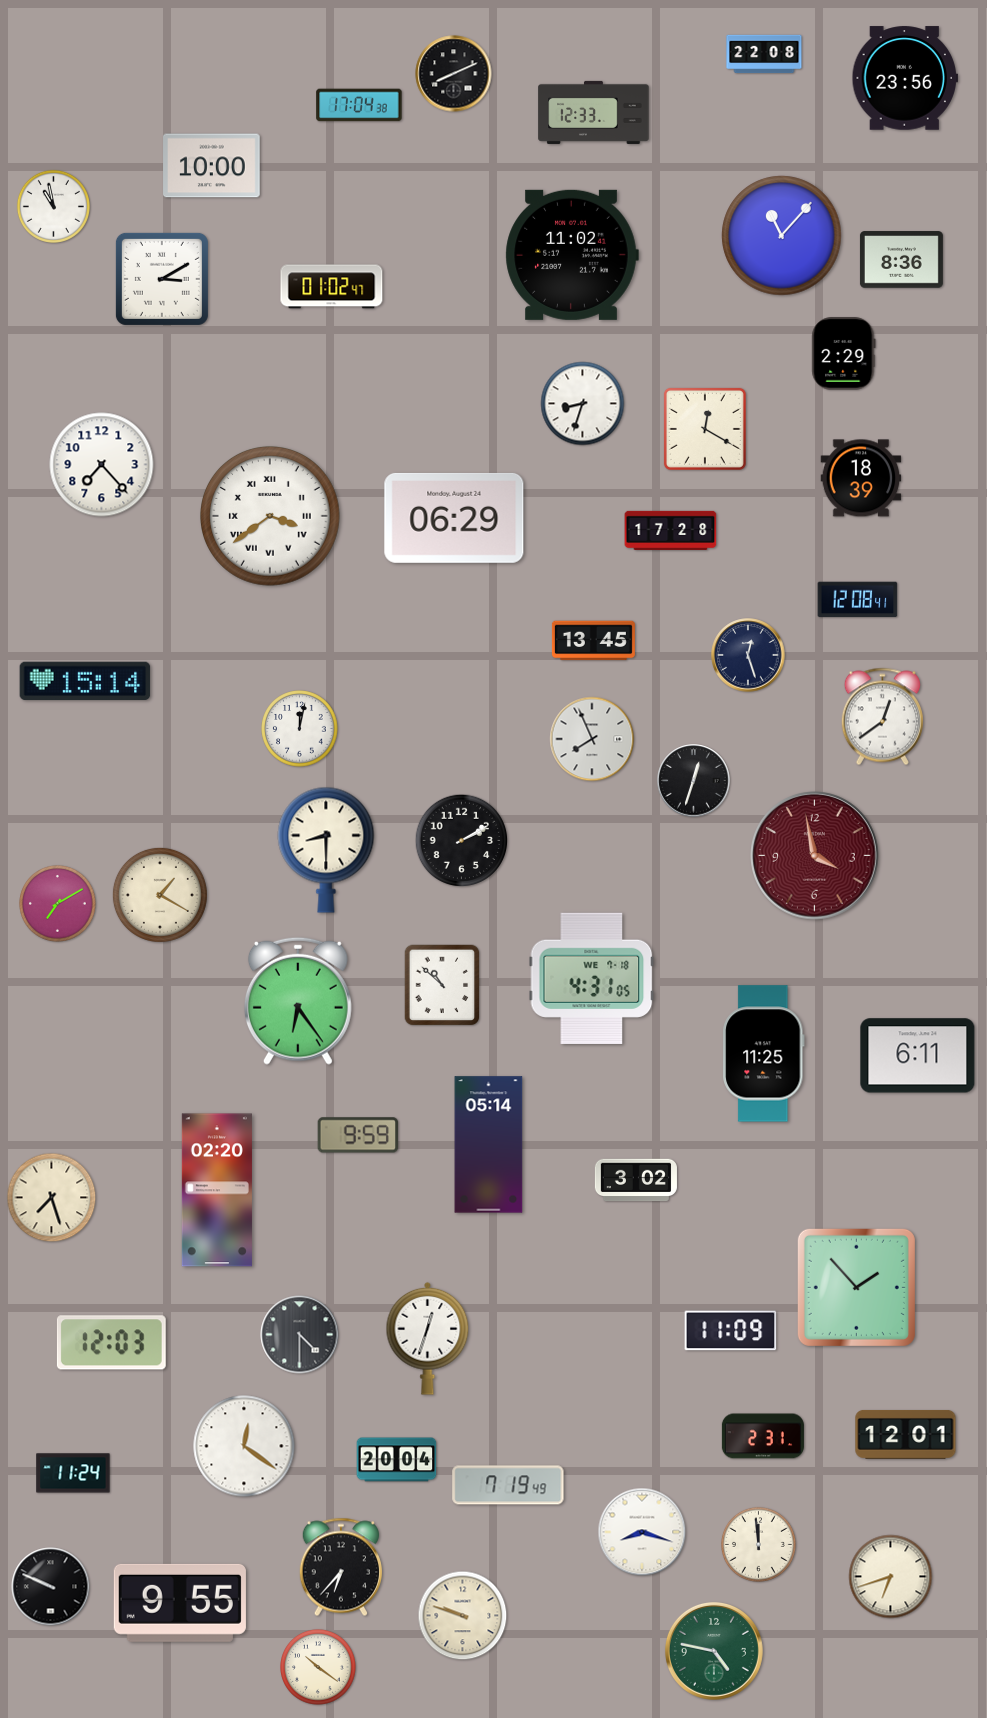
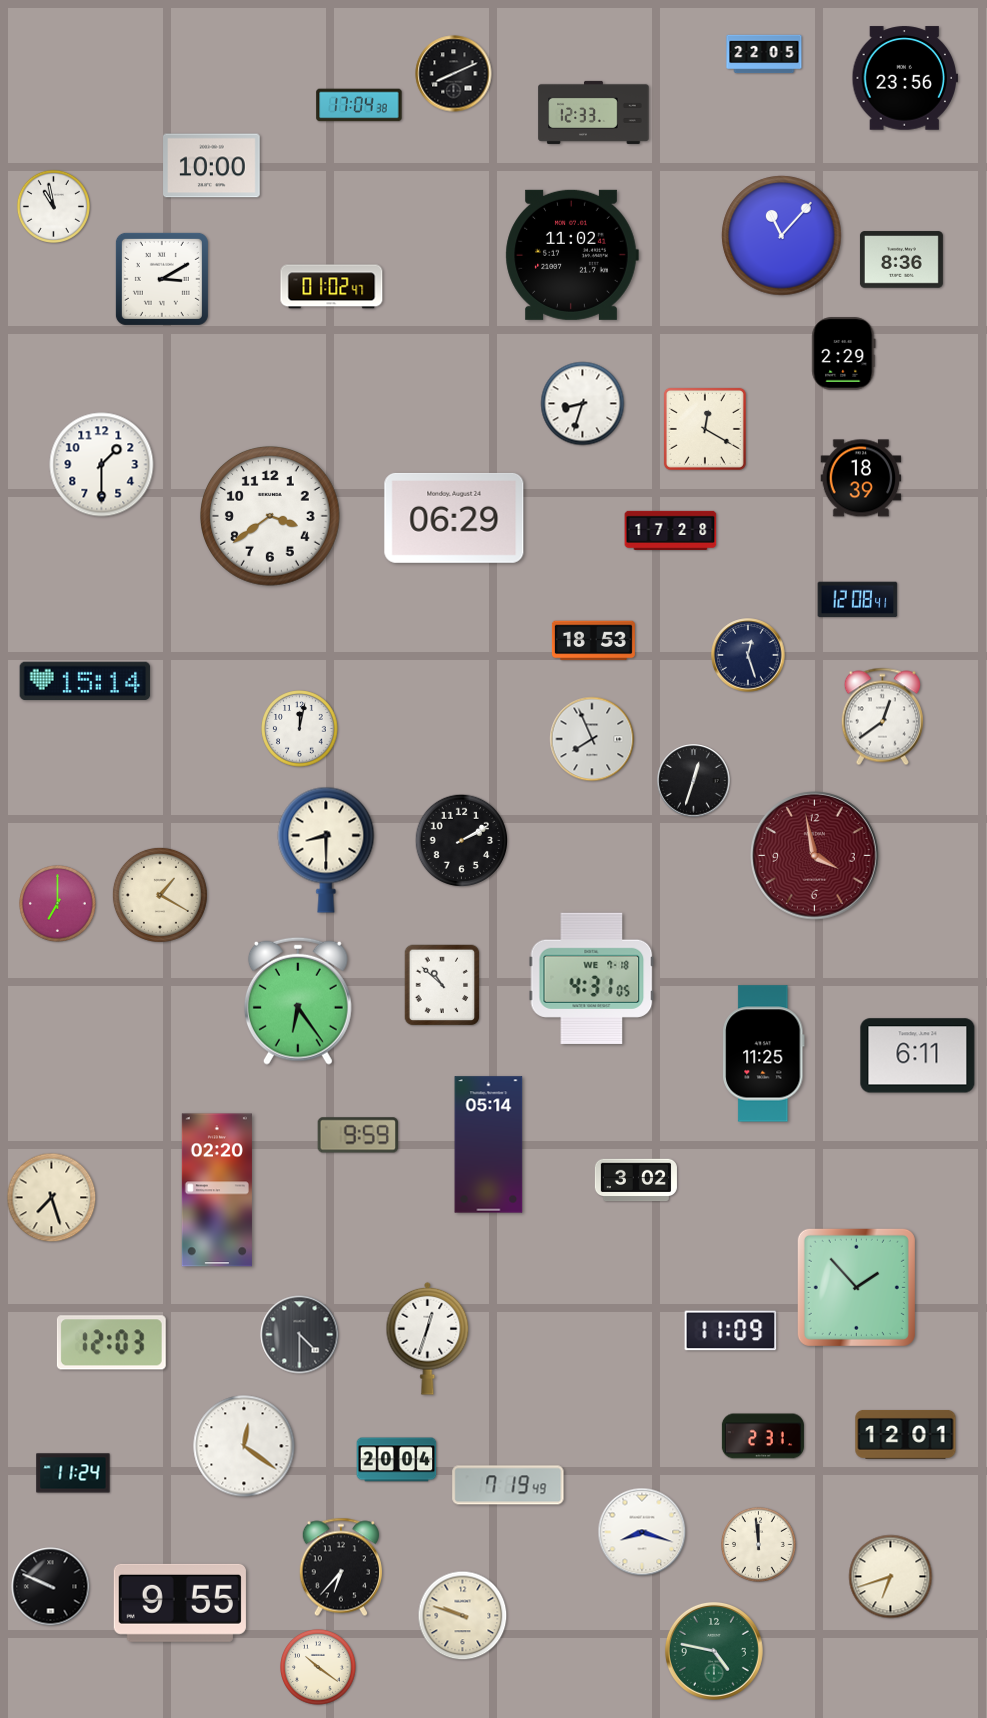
clock at (764, 54): 22:08 -> 22:05
clock at (102, 465): 7:23 -> 1:30
clock at (271, 517) numerals: Roman -> Arabic
clock at (593, 641): 13:45 -> 18:53
clock at (58, 904): 7:10 -> 7:00
